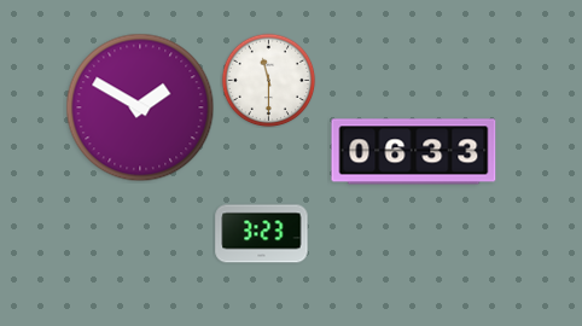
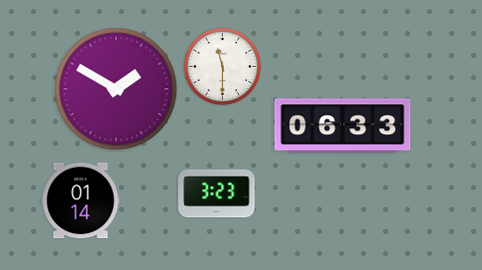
clock at (81, 201): none -> 01:14
